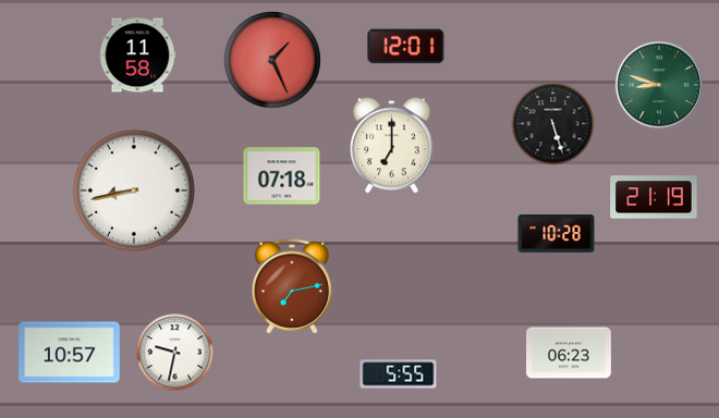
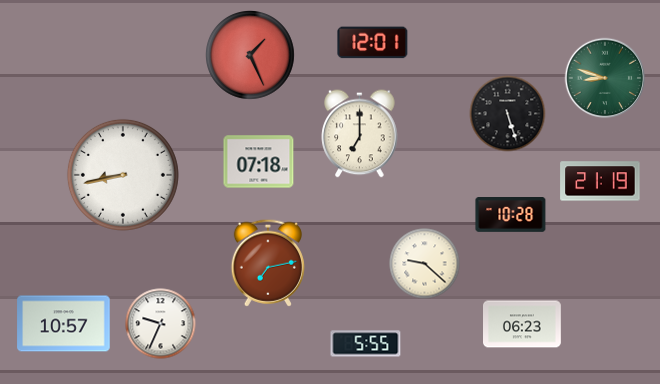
clock at (137, 56): 11:58 -> none
clock at (425, 264): none -> 9:22
clock at (175, 353): 9:32 -> 9:34
